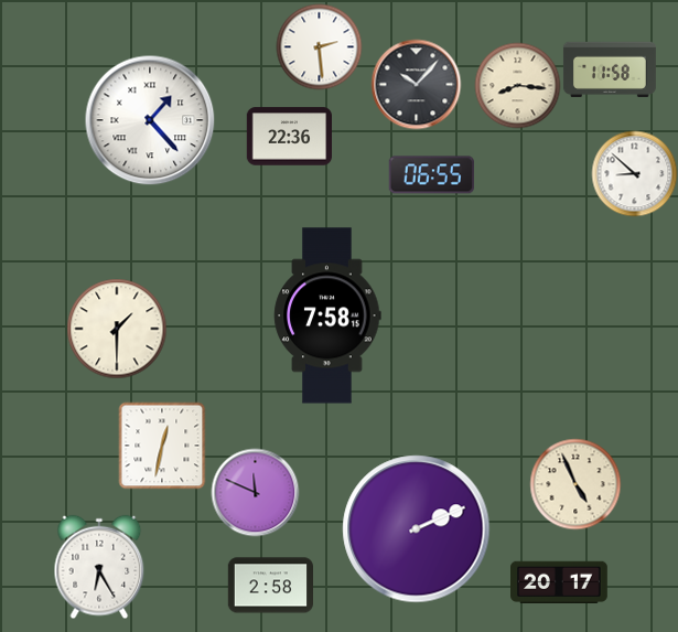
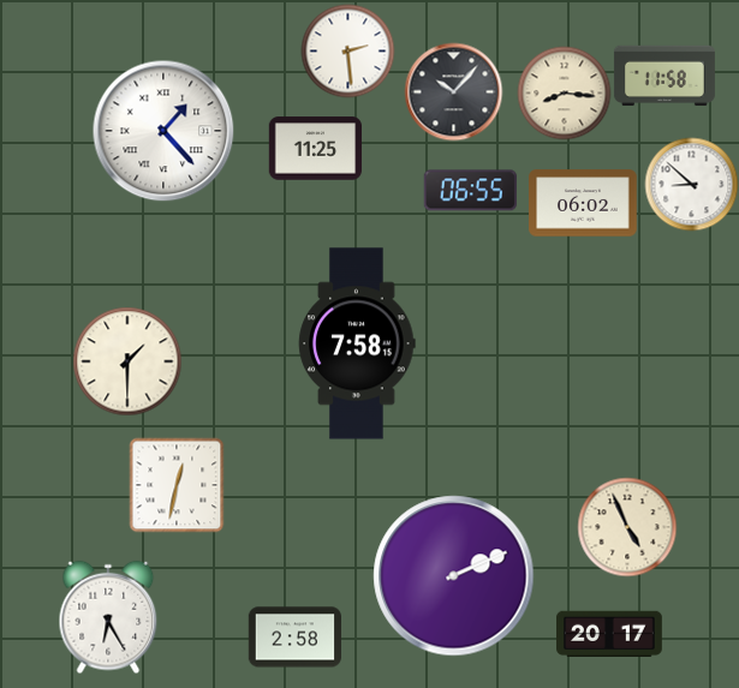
clock at (289, 137): 22:36 -> 11:25
clock at (634, 173) position: (634, 173) -> (691, 184)
clock at (583, 203): none -> 06:02
clock at (117, 329) position: (117, 329) -> (127, 361)
clock at (255, 492): 11:49 -> none
